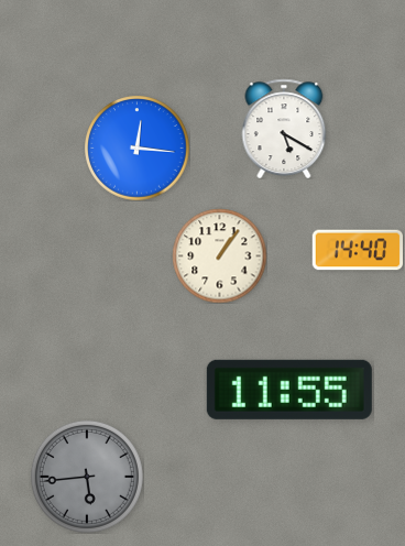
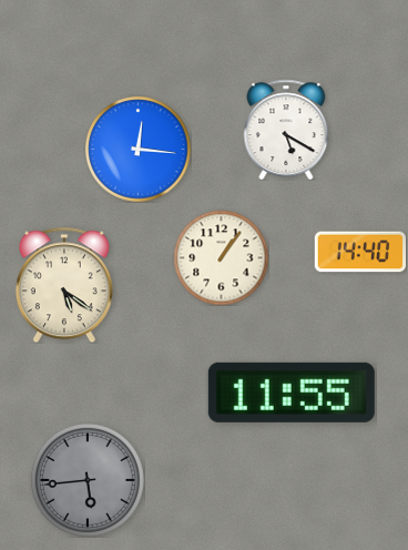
clock at (64, 285): none -> 5:21
